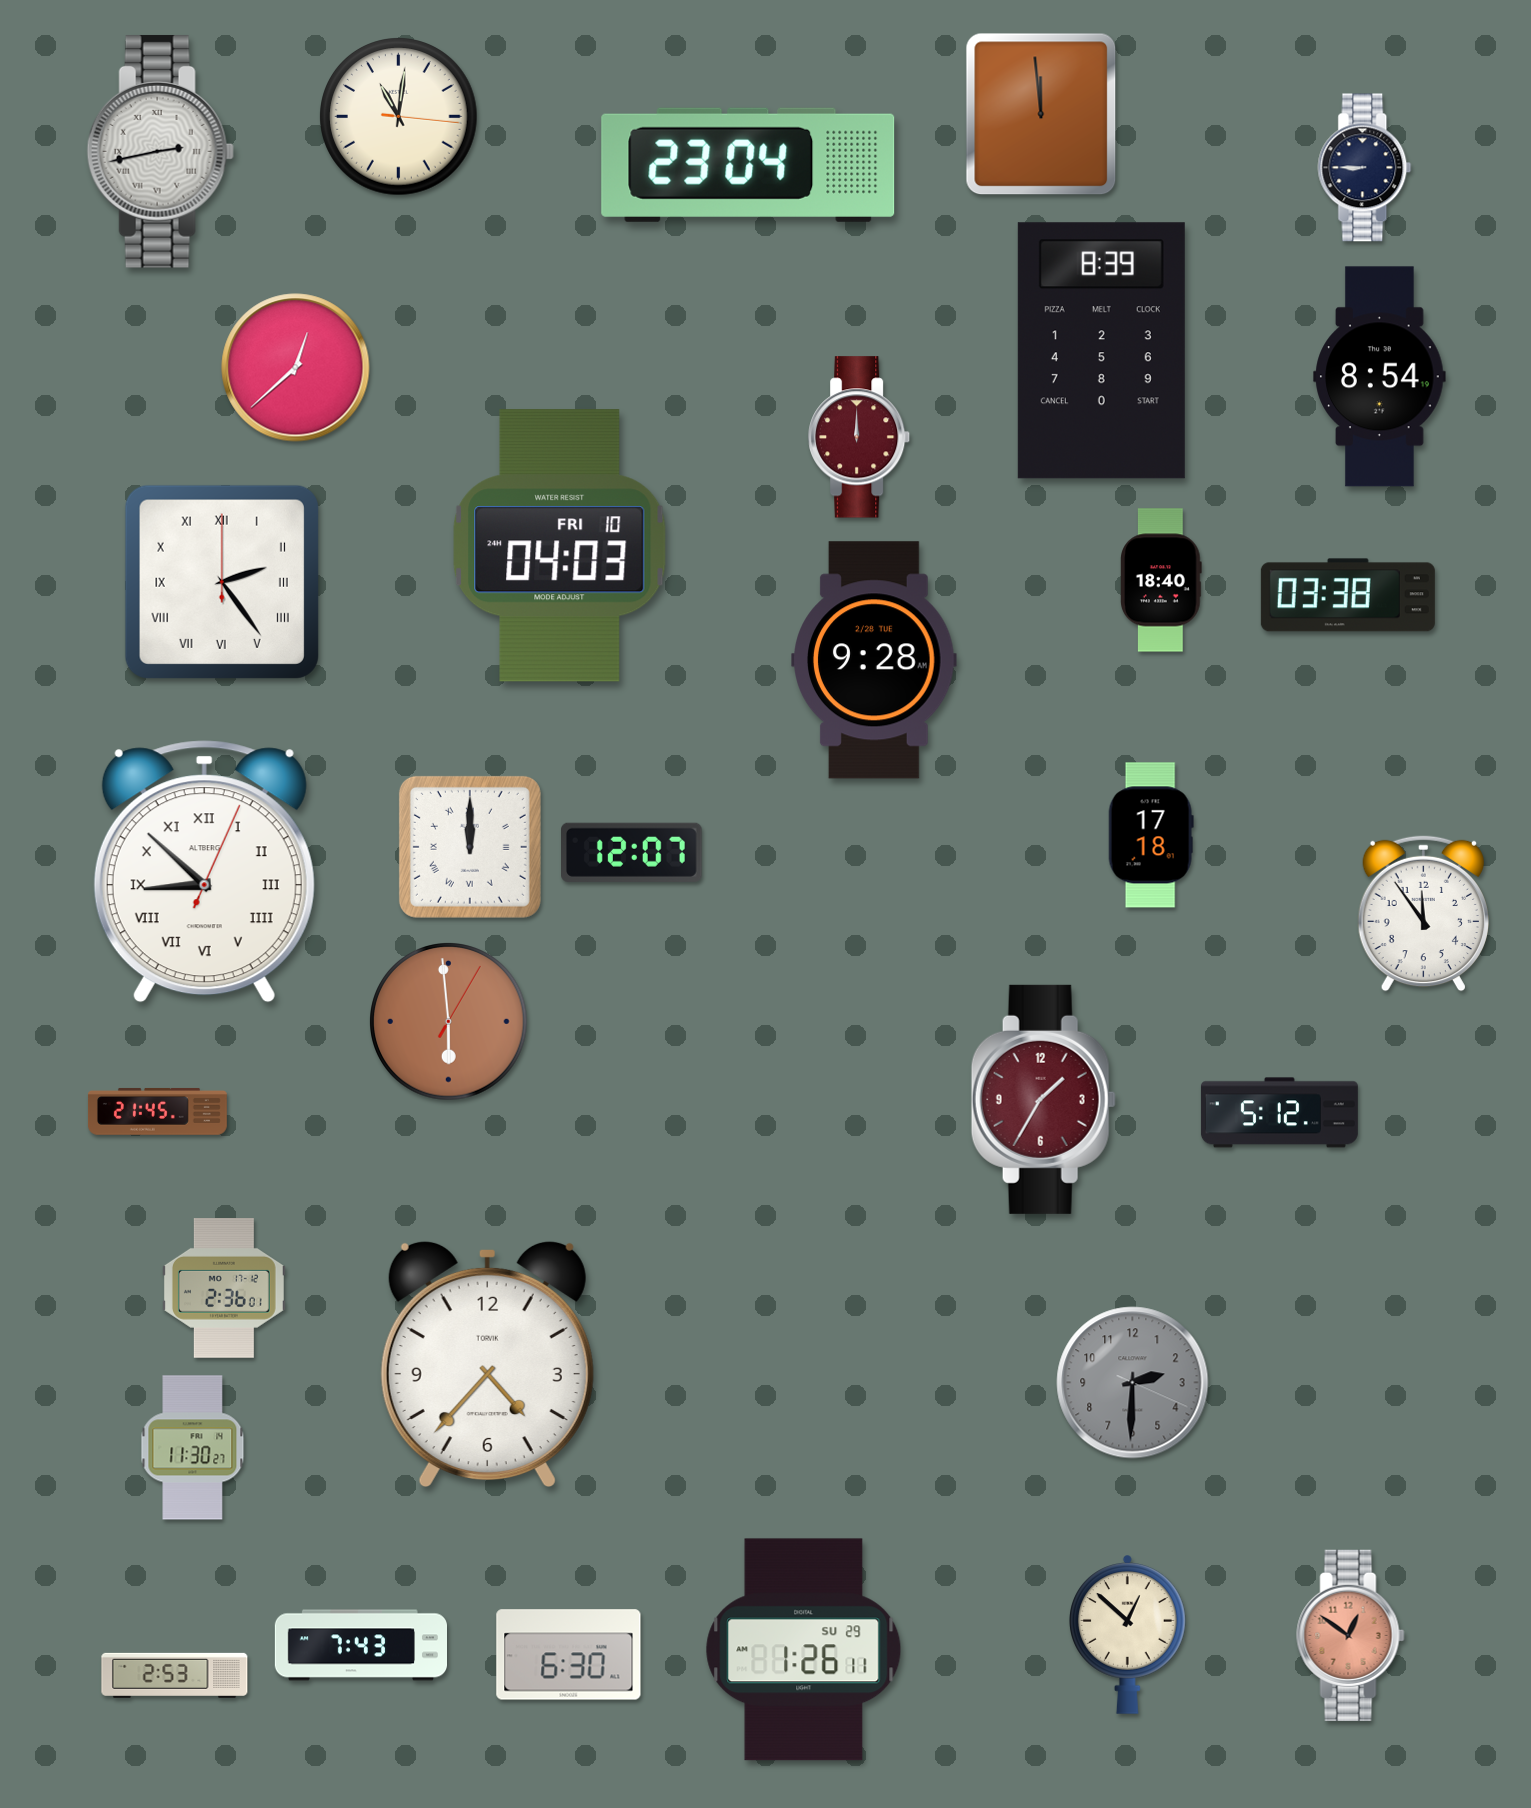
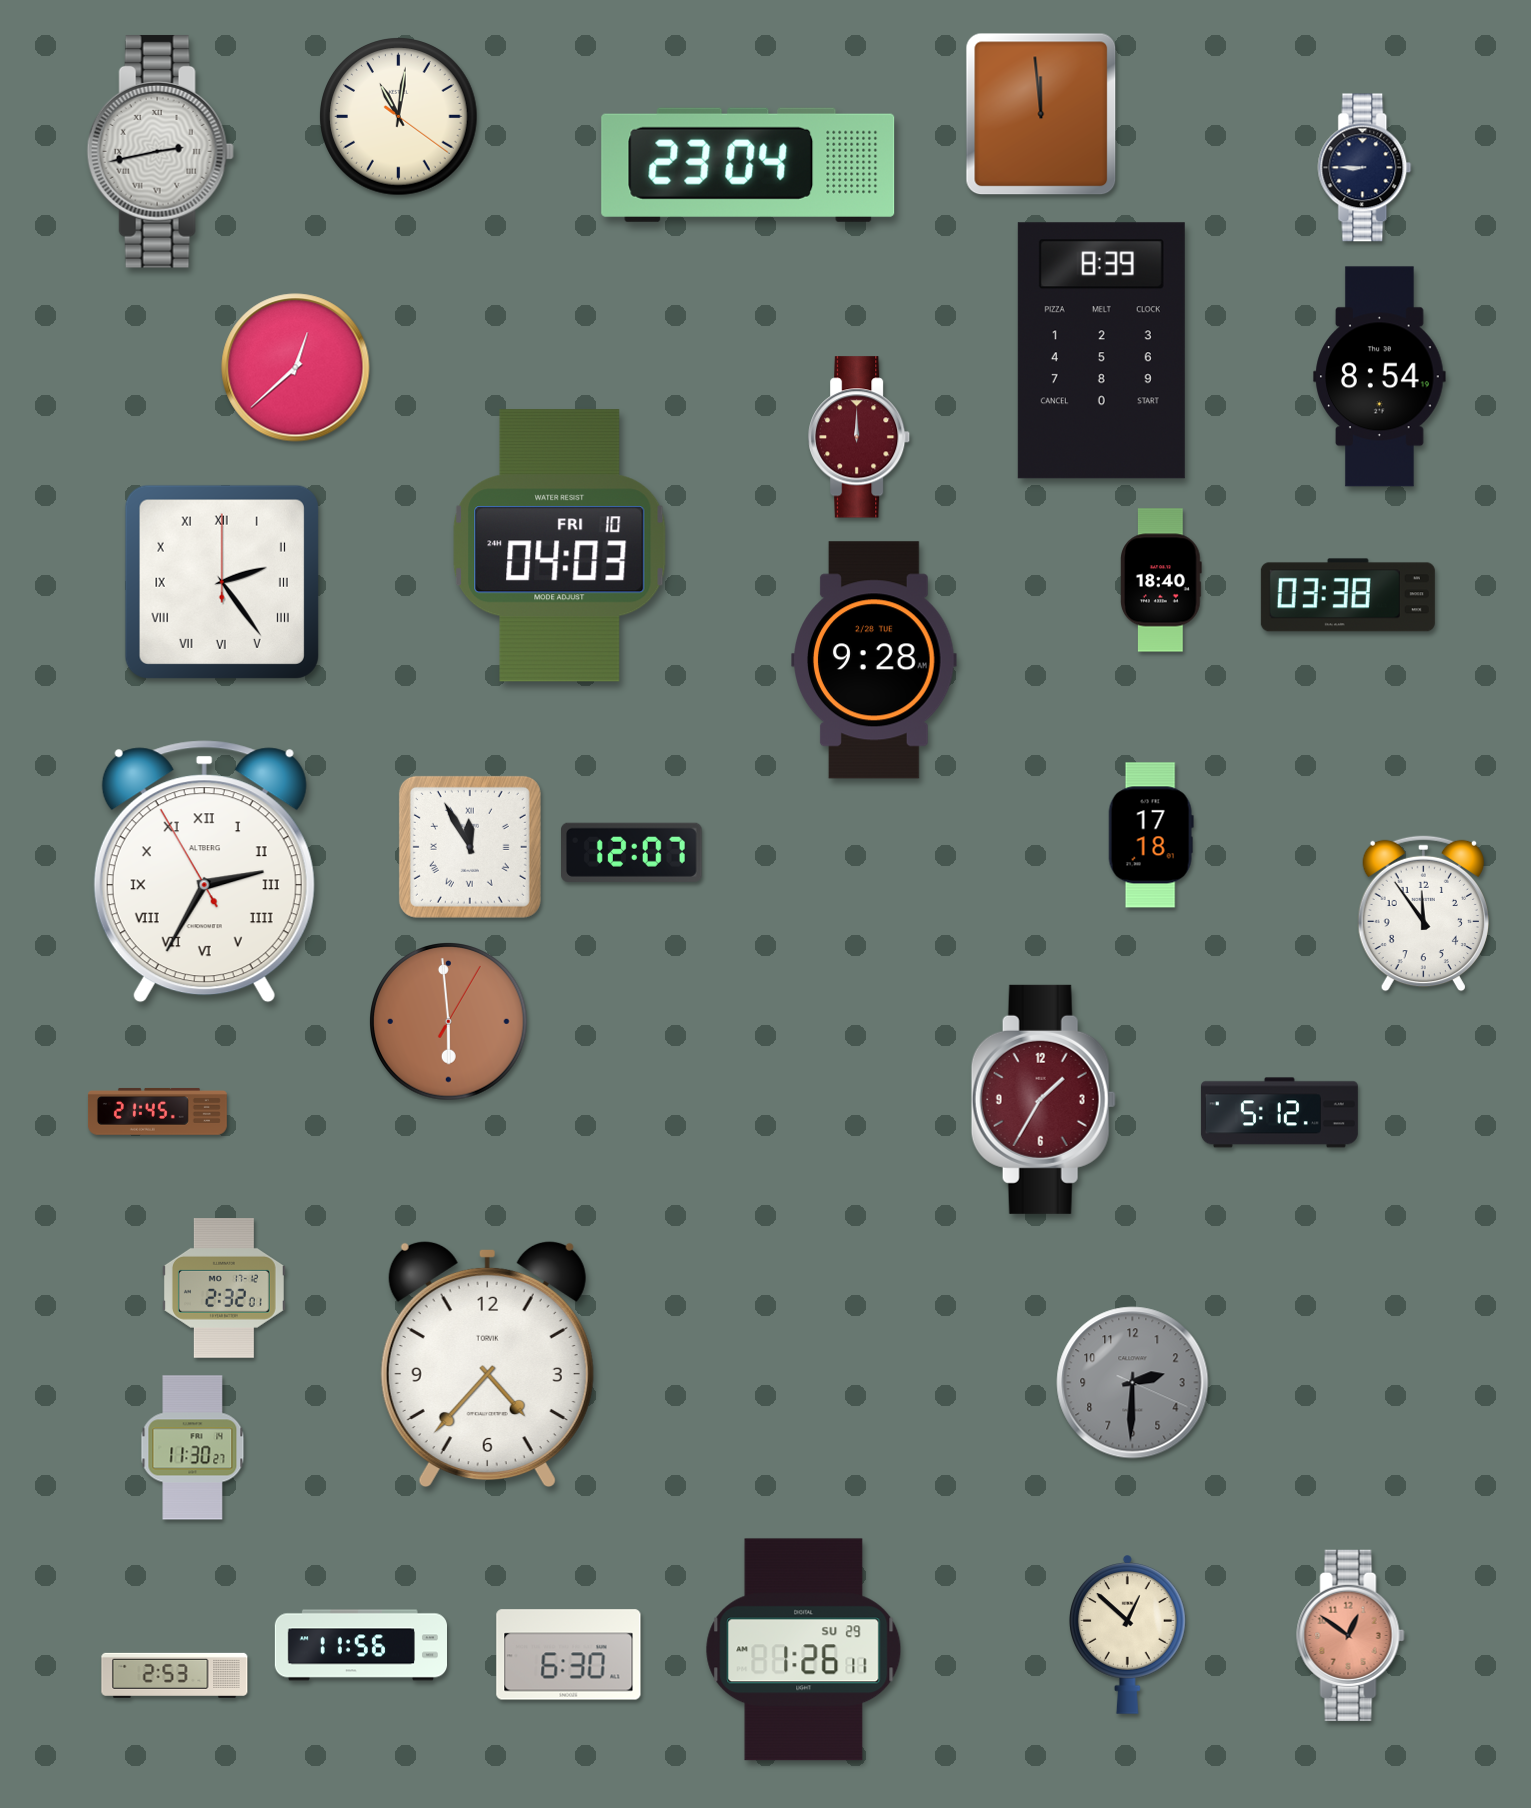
clock at (399, 117): 11:01:16 -> 11:01:21
clock at (470, 847): 12:00 -> 11:55
clock at (204, 872): 8:52 -> 2:34
clock at (224, 1289): 2:36 -> 2:32
clock at (360, 1645): 7:43 -> 11:56
